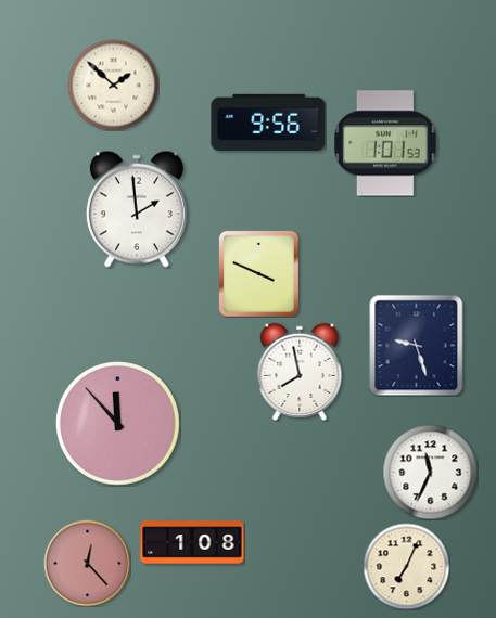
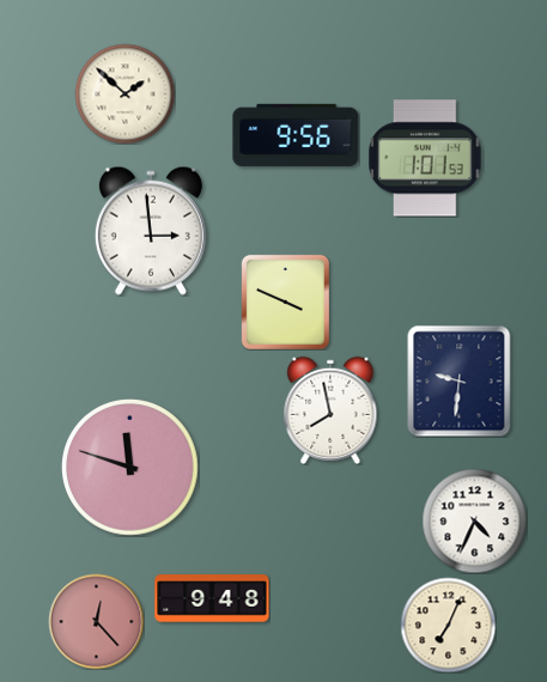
clock at (137, 209): 1:59 -> 2:59
clock at (417, 345): 9:27 -> 9:31
clock at (118, 424): 11:53 -> 11:48
clock at (430, 472): 11:34 -> 4:34
clock at (192, 542): 1:08 -> 9:48
